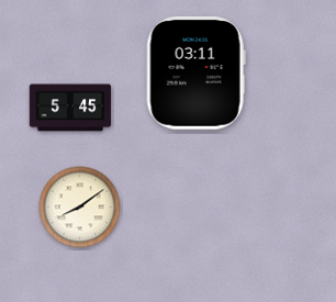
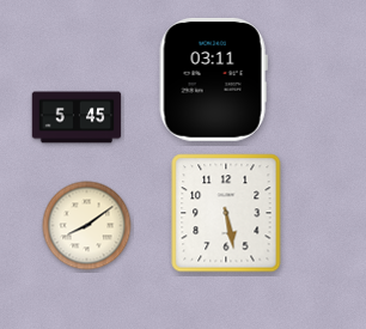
clock at (226, 213): none -> 5:28
